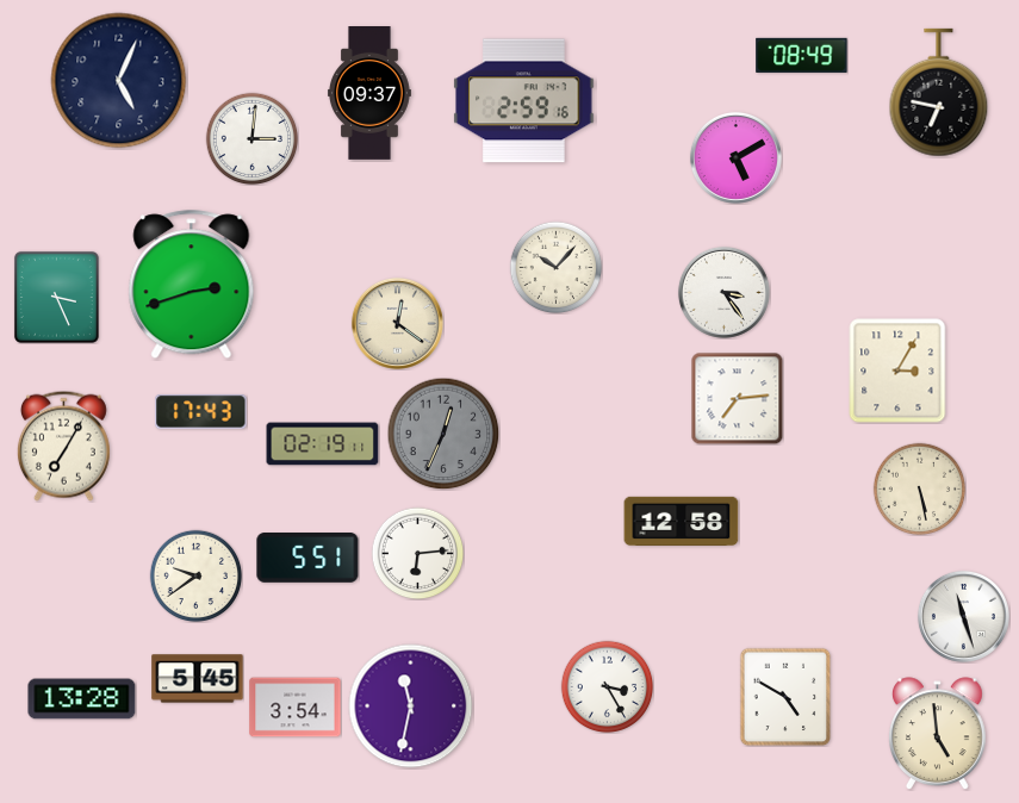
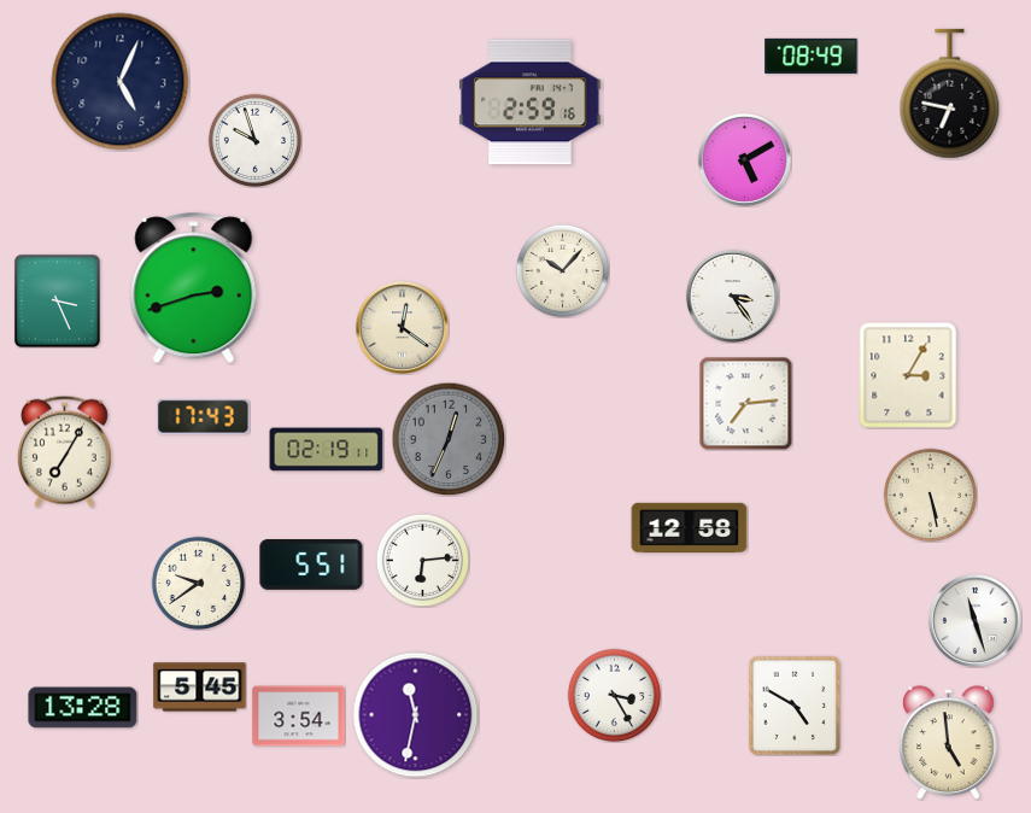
clock at (369, 94): 09:37 -> none
clock at (251, 138): 3:01 -> 9:57
clock at (963, 616) position: (963, 616) -> (974, 620)
